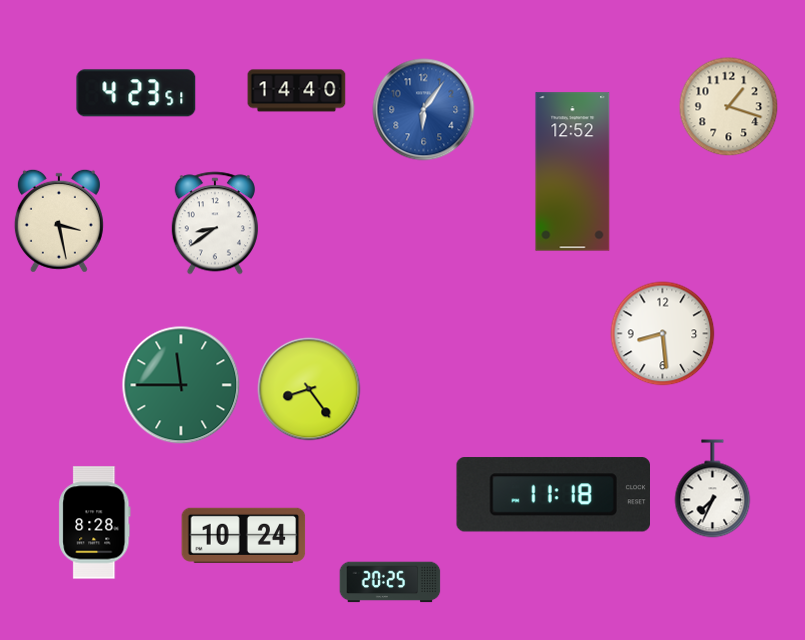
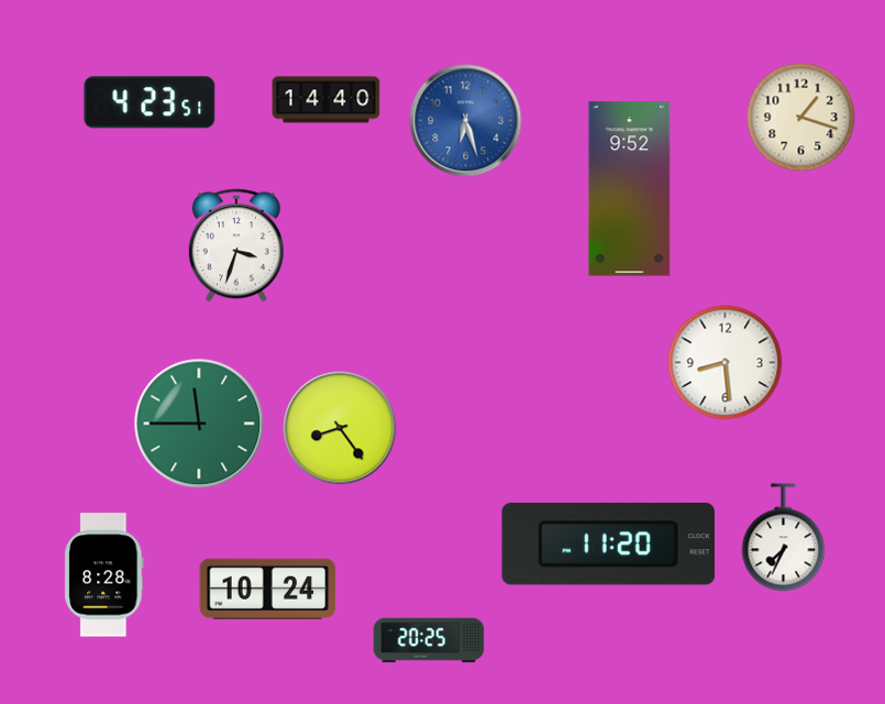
clock at (424, 110): 6:06 -> 6:27
clock at (573, 172): 12:52 -> 9:52
clock at (59, 221): 3:28 -> none
clock at (215, 223): 8:39 -> 3:33
clock at (663, 334) position: (663, 334) -> (726, 363)
clock at (553, 495): 11:18 -> 11:20
